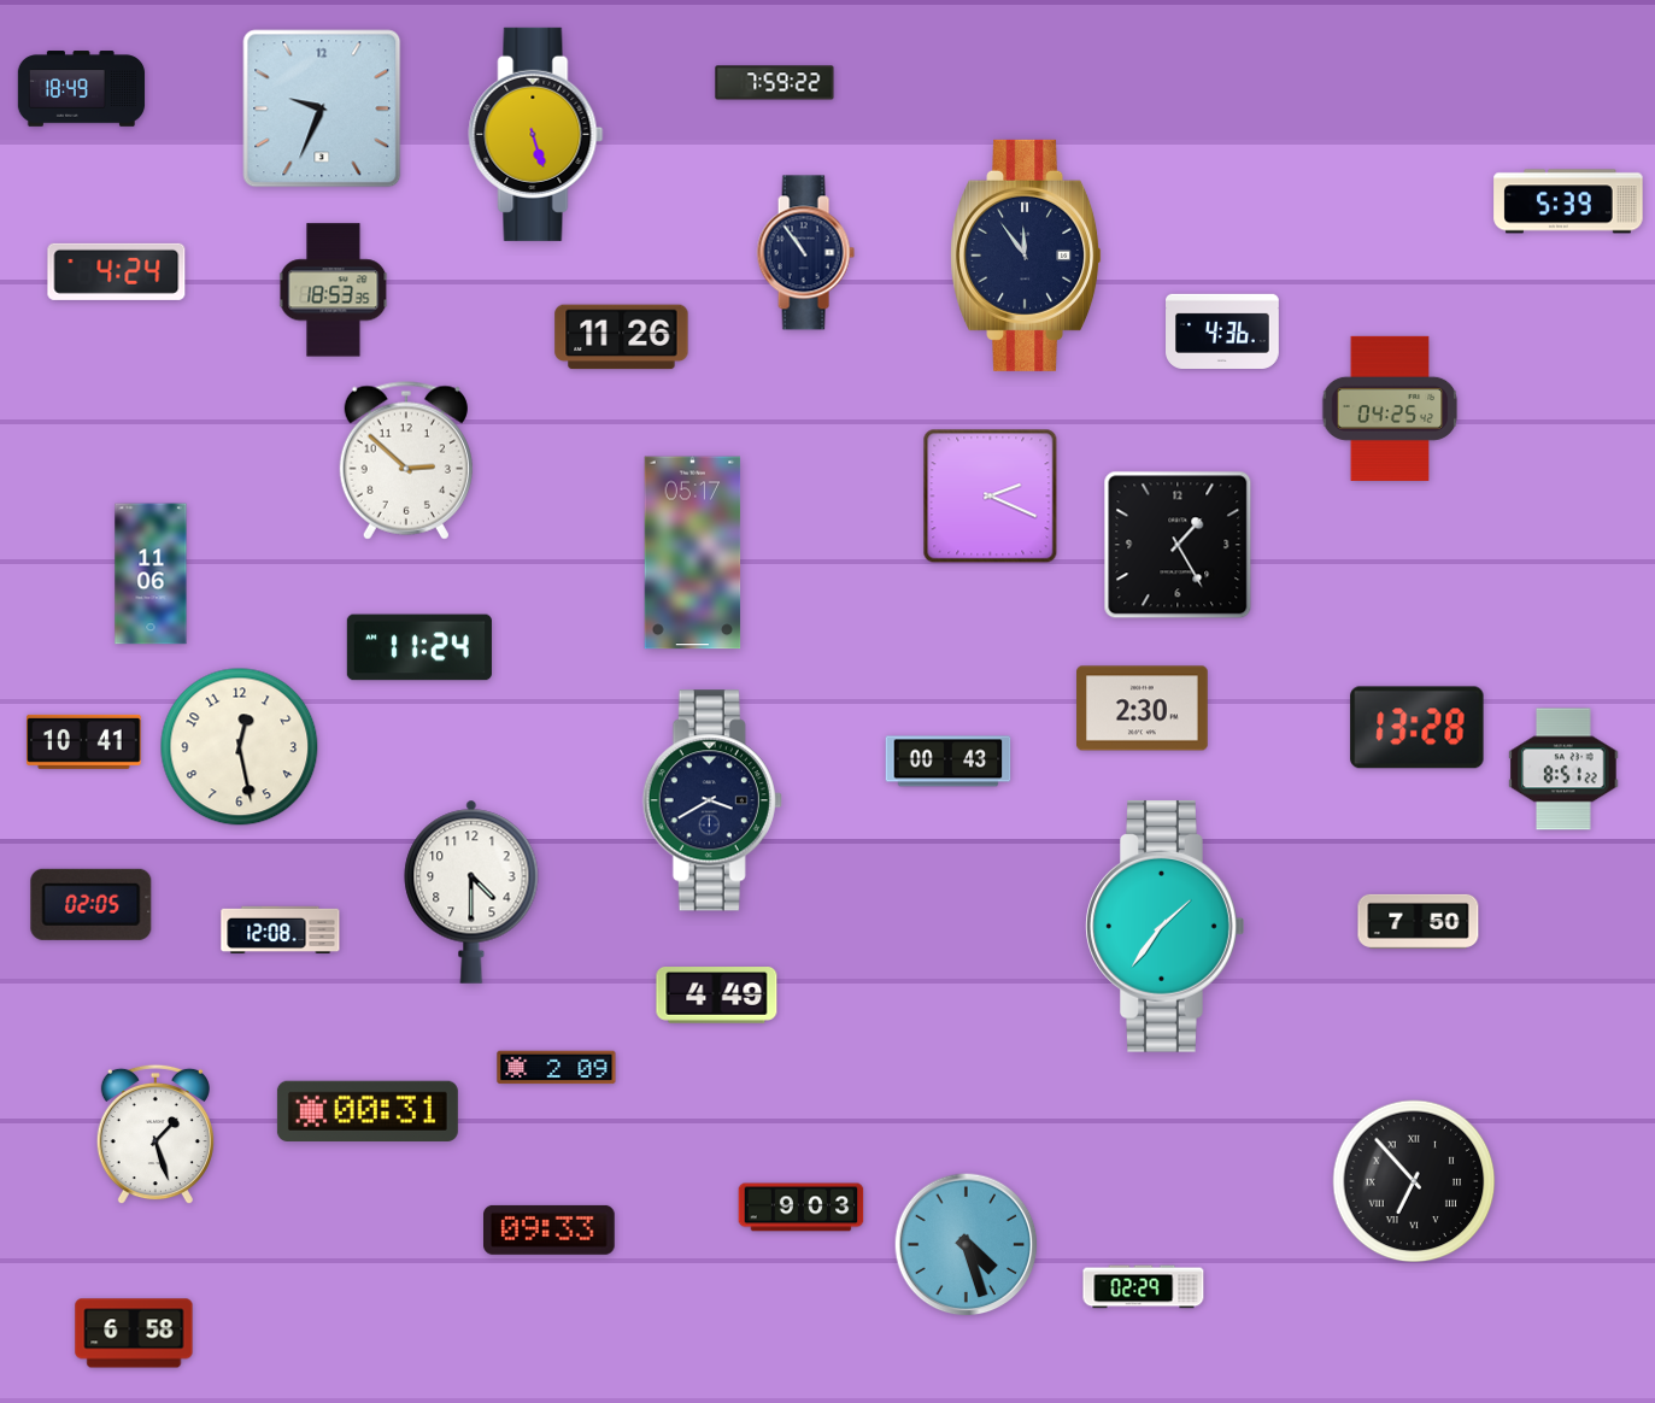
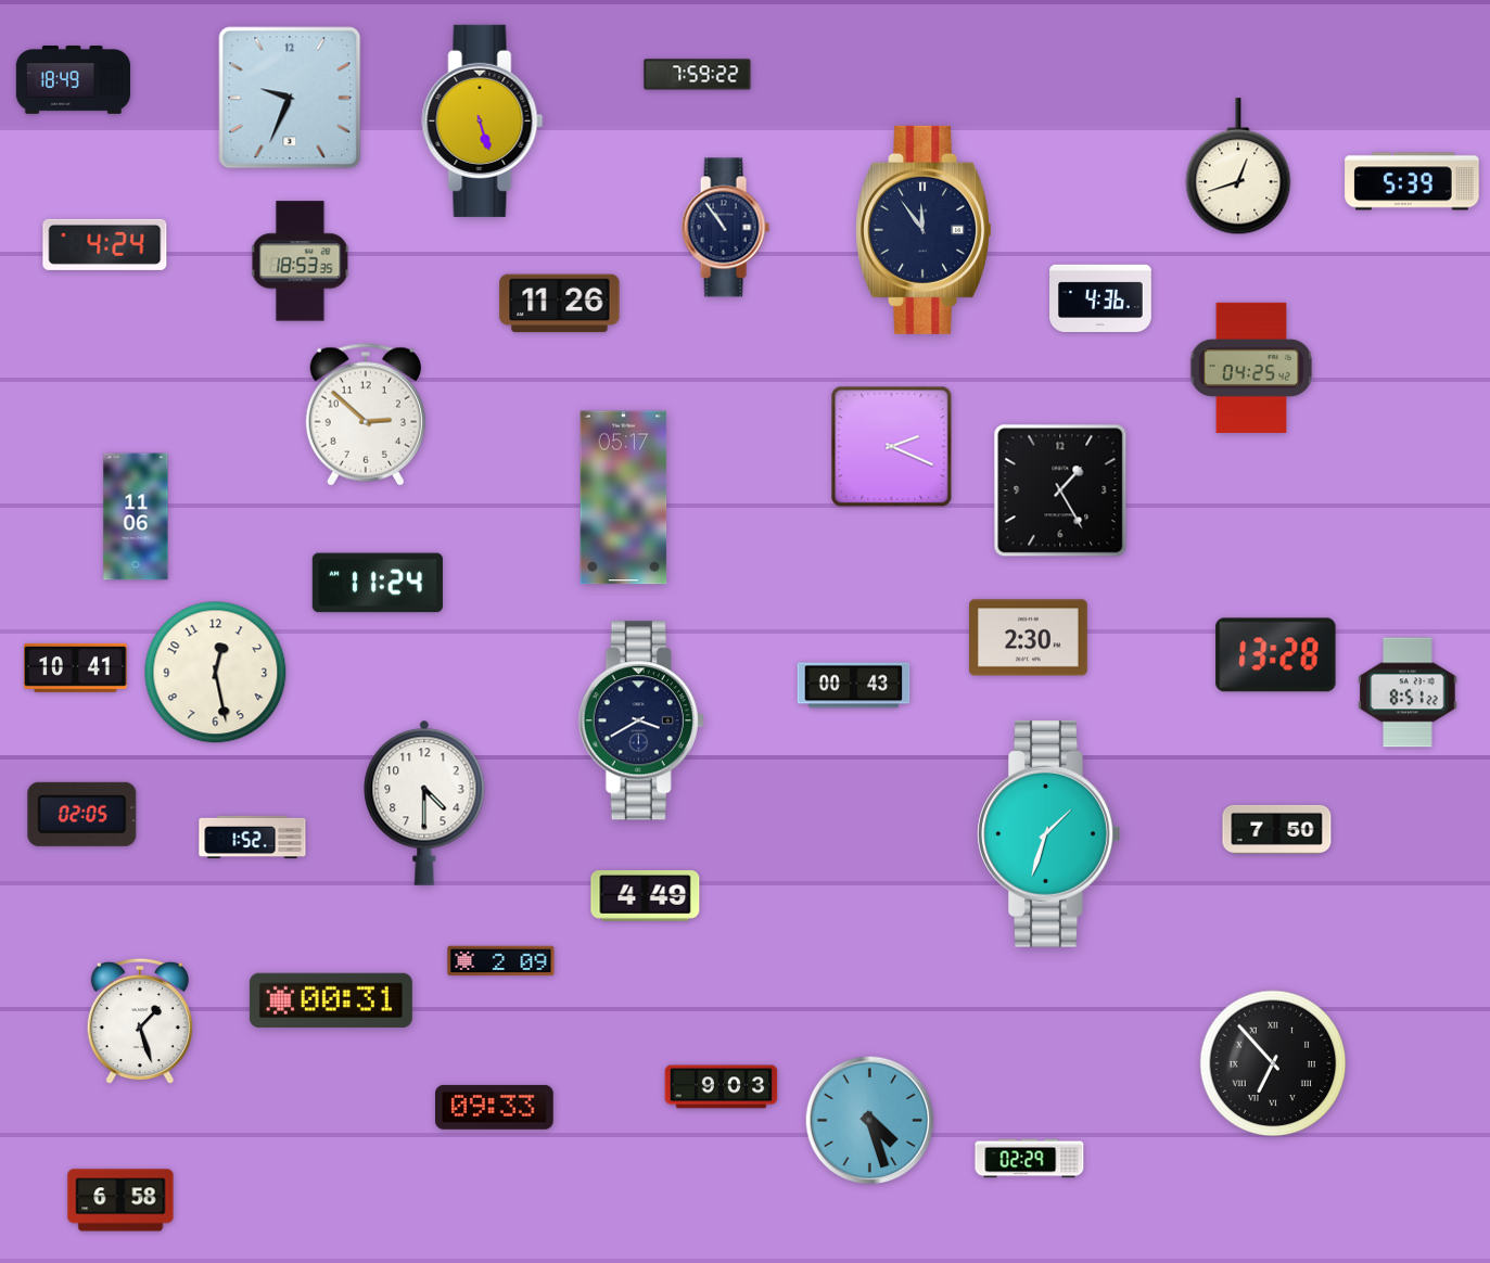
clock at (1238, 167): none -> 12:42
clock at (1166, 926): 1:36 -> 1:33
clock at (281, 931): 12:08 -> 1:52
